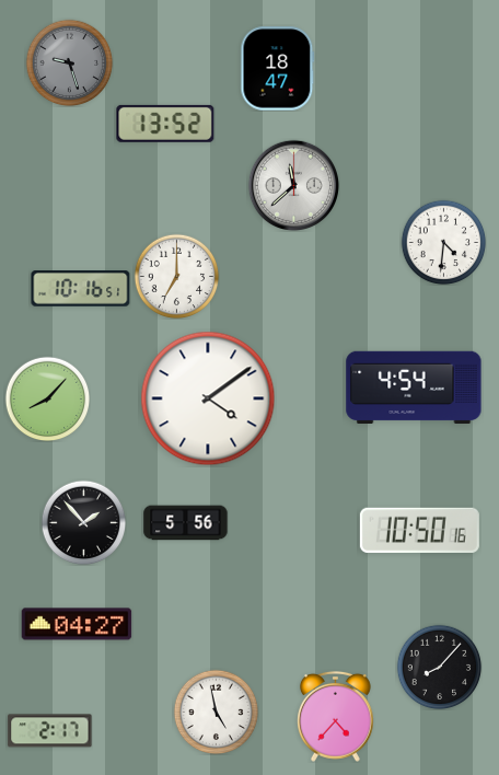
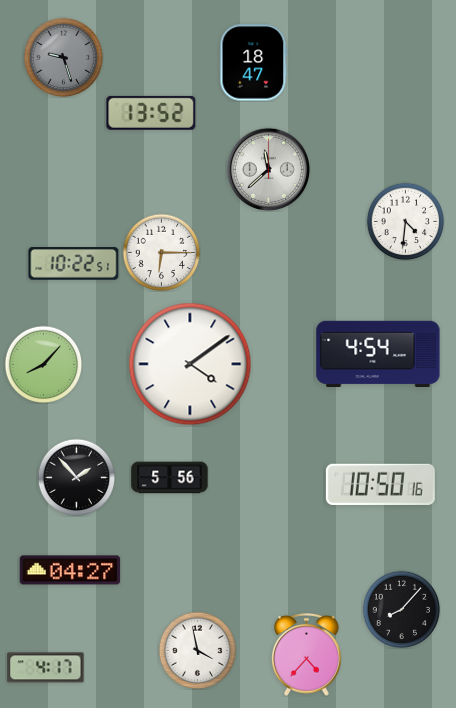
clock at (176, 276): 7:00 -> 6:15
clock at (81, 289): 10:16 -> 10:22
clock at (419, 530) position: (419, 530) -> (380, 484)
clock at (216, 712): 4:58 -> 3:58
clock at (50, 731): 2:17 -> 4:17
